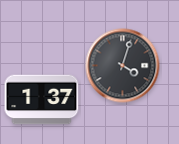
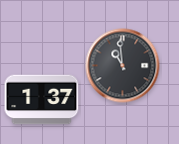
clock at (123, 66): 4:03 -> 10:59
